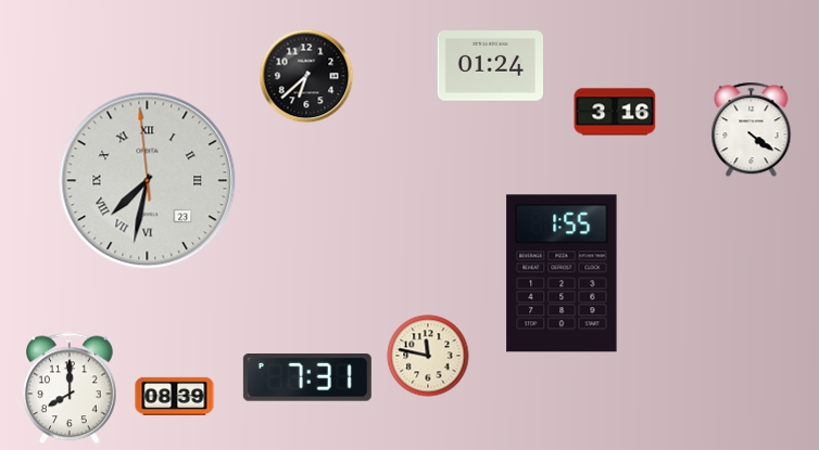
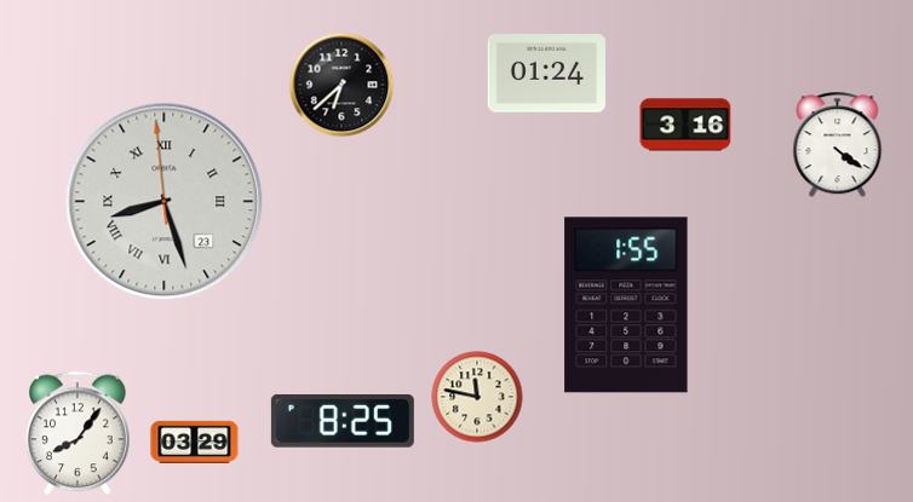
clock at (148, 181): 7:31 -> 8:26
clock at (307, 377): 7:31 -> 8:25
clock at (70, 388): 8:00 -> 8:06
clock at (175, 396): 08:39 -> 03:29
